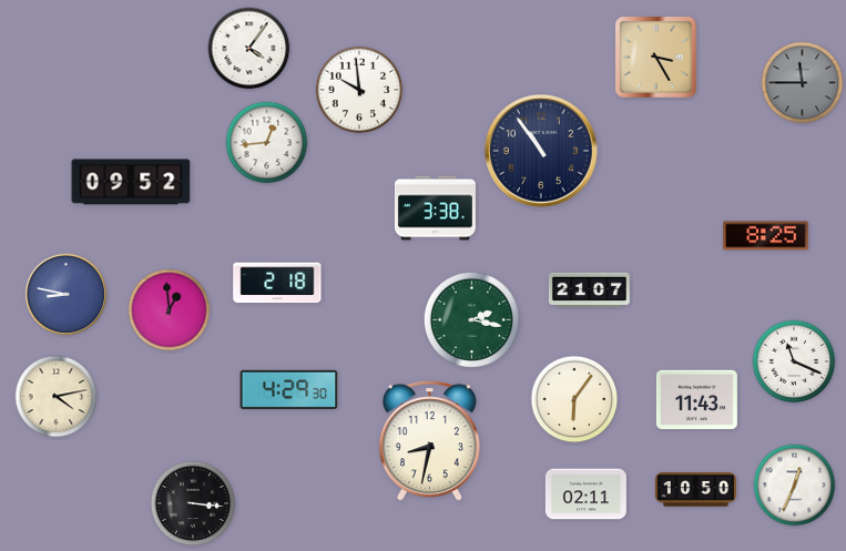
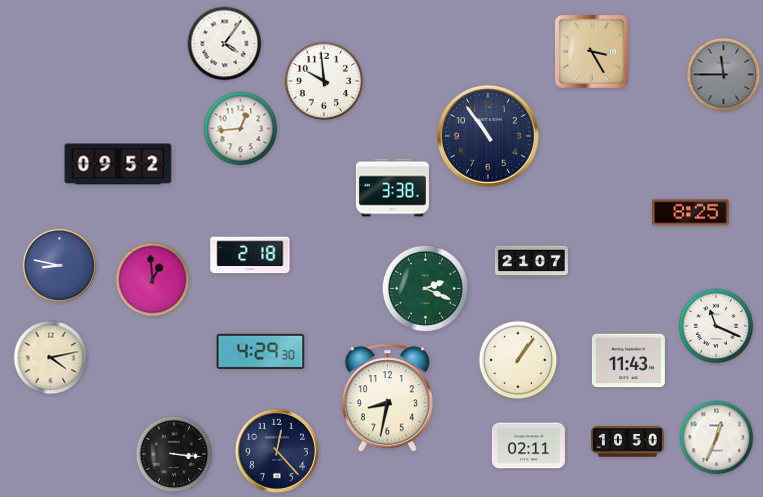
clock at (471, 319): 2:17 -> 2:19
clock at (574, 399): 6:06 -> 1:06
clock at (277, 451): none -> 12:23
